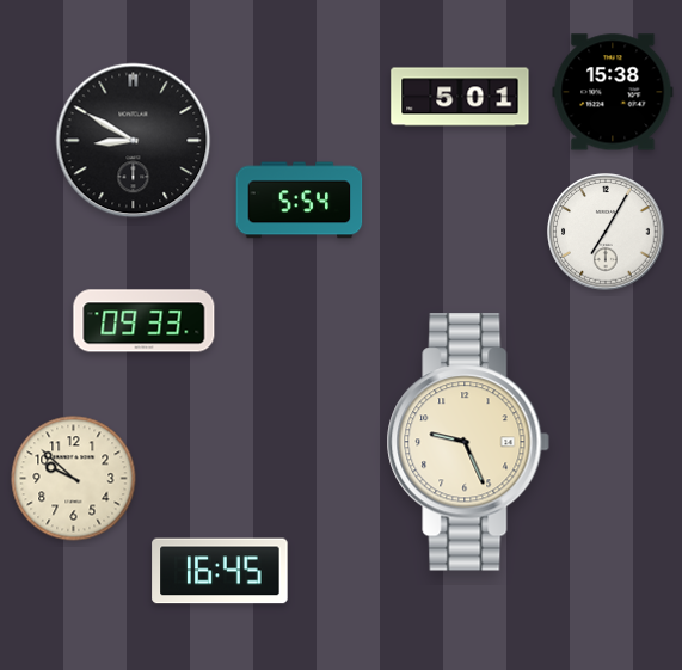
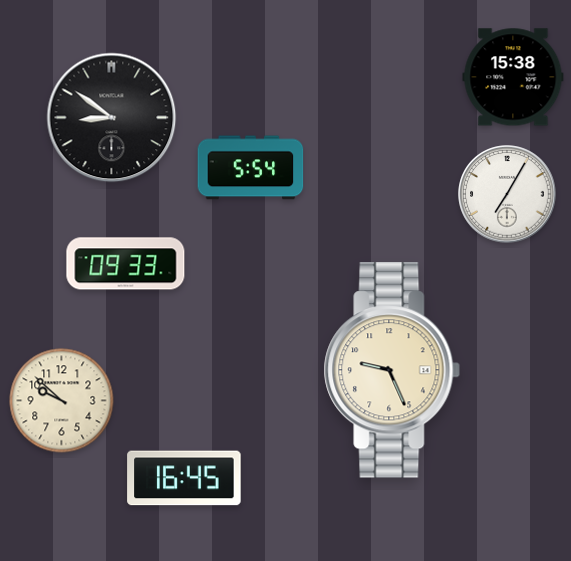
clock at (460, 97): 5:01 -> none
clock at (134, 141): 8:50 -> 8:51
clock at (145, 321) position: (145, 321) -> (126, 264)
